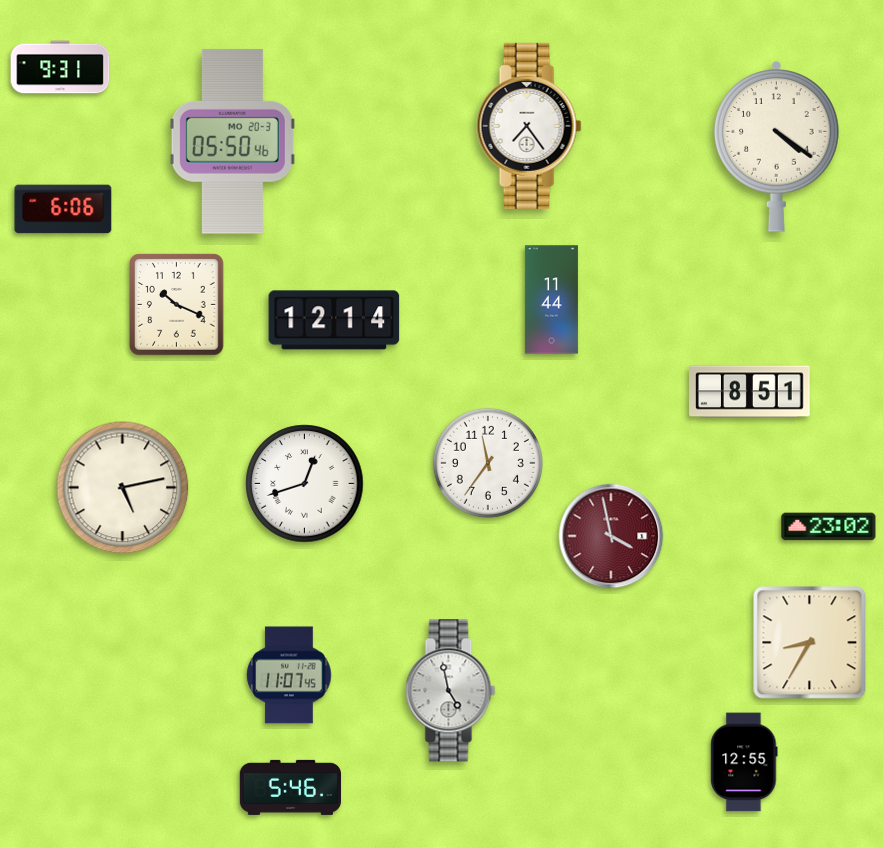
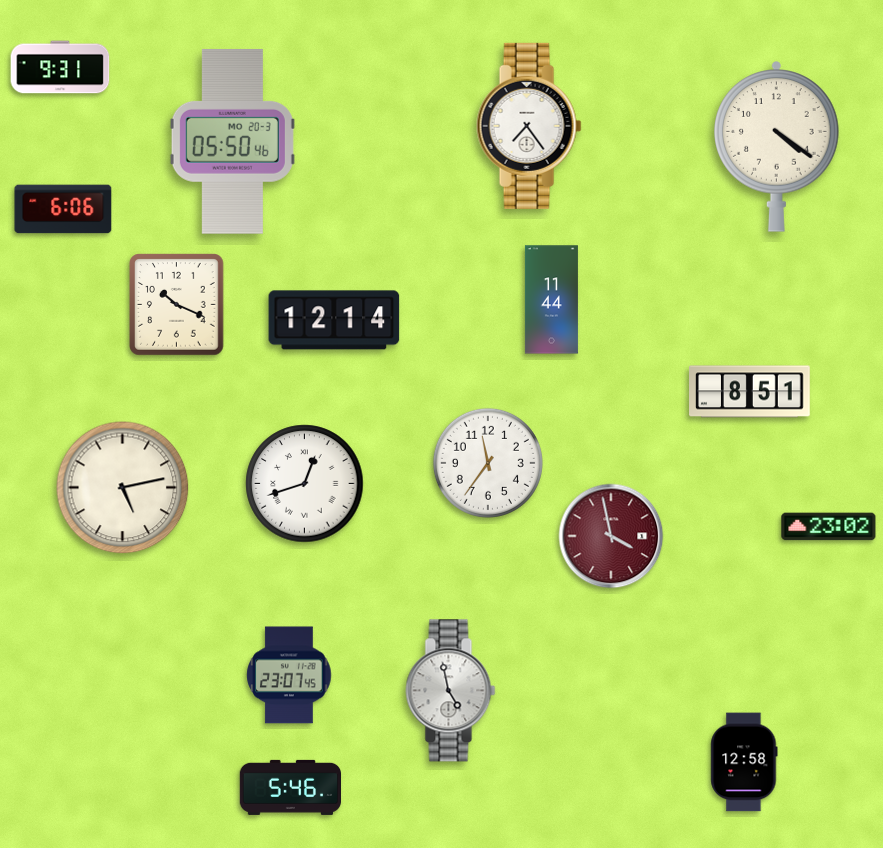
clock at (810, 643): 8:35 -> none
clock at (289, 675): 11:07 -> 23:07
clock at (744, 762): 12:55 -> 12:58
